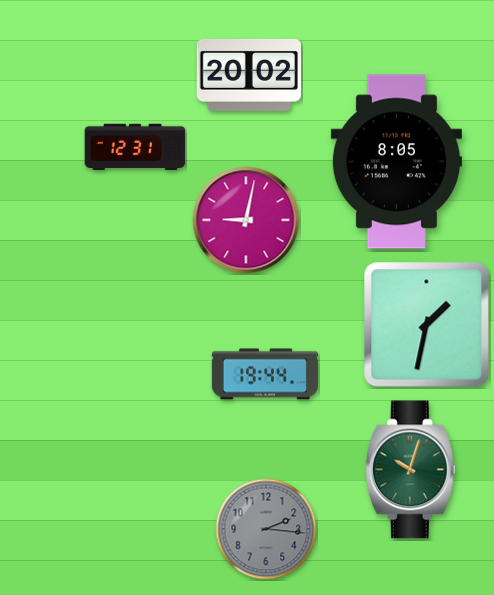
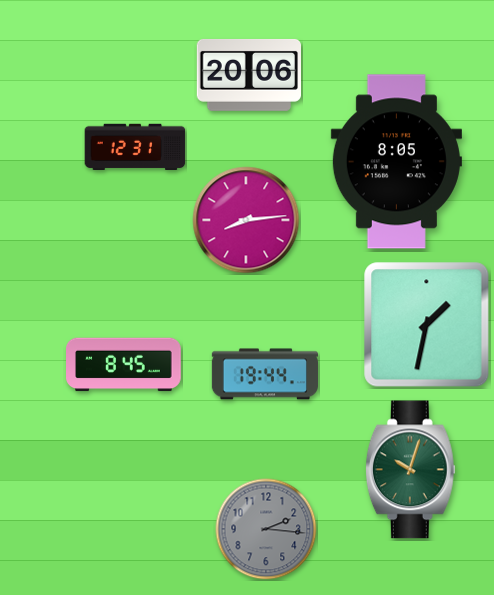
clock at (248, 75): 20:02 -> 20:06
clock at (246, 220): 9:02 -> 8:14
clock at (124, 365): none -> 8:45
